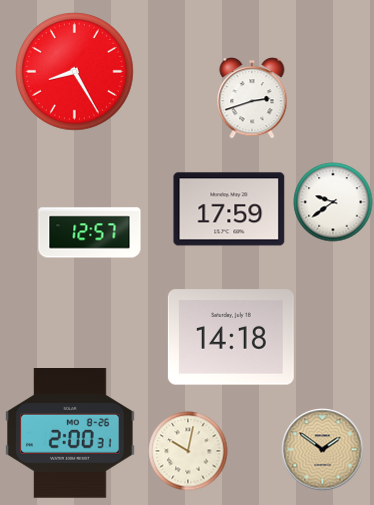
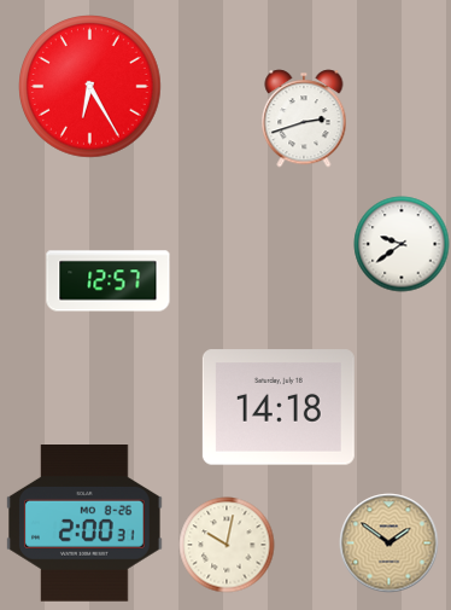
clock at (75, 72): 8:25 -> 6:25
clock at (229, 209): 17:59 -> none
